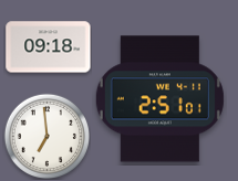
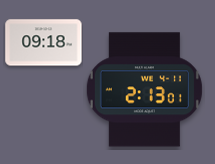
clock at (159, 99): 2:51 -> 2:13
clock at (46, 136): 6:59 -> none
